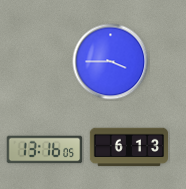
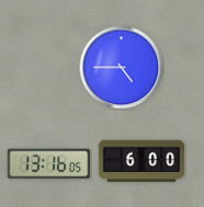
clock at (111, 62): 3:45 -> 4:45
clock at (129, 147): 6:13 -> 6:00
